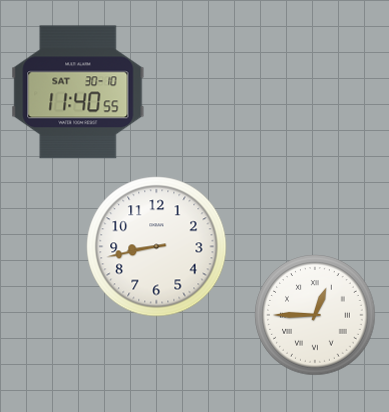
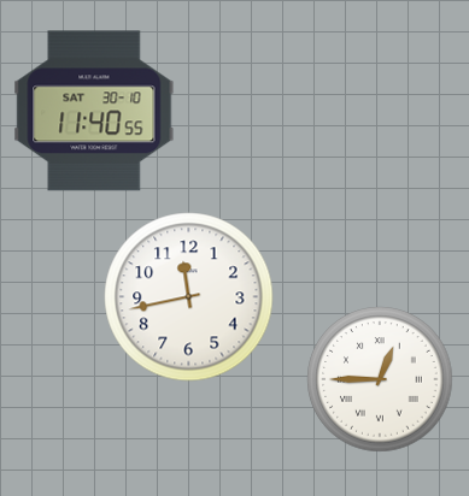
clock at (157, 247): 8:43 -> 11:43
